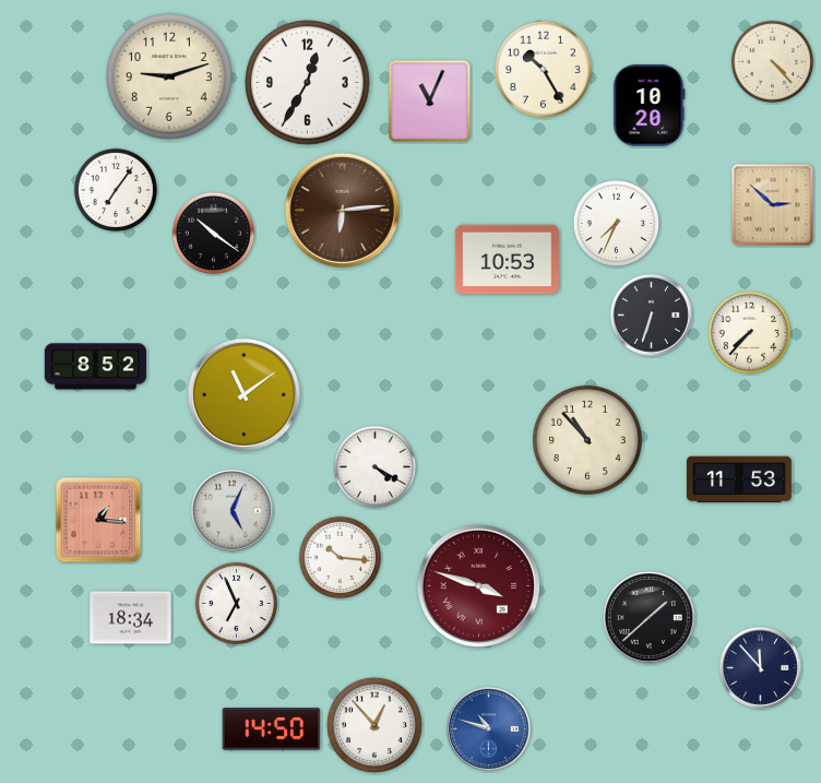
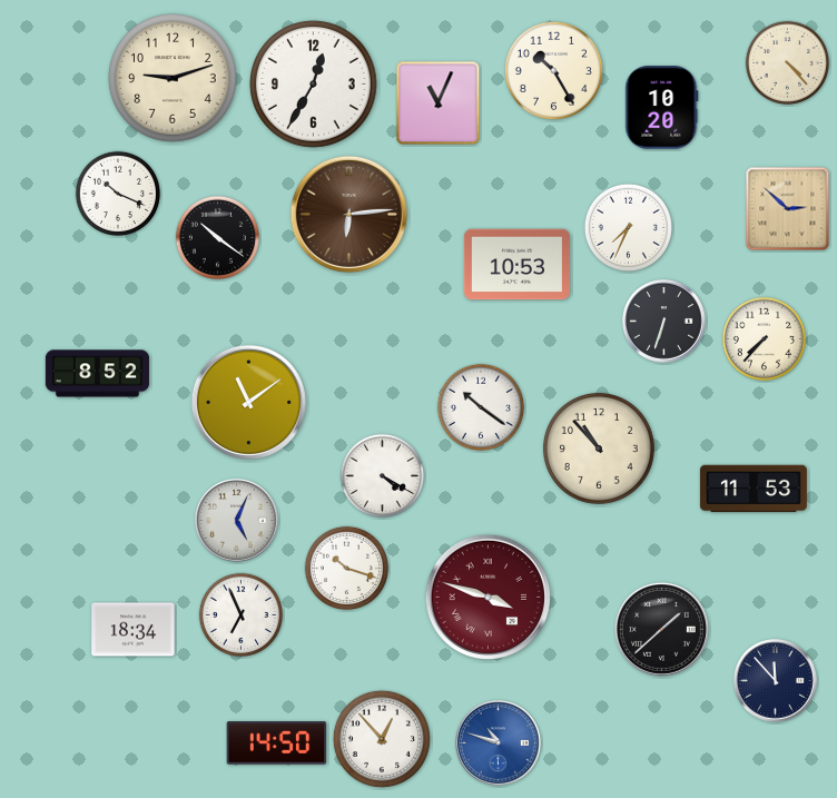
clock at (115, 189): 7:06 -> 10:19
clock at (481, 407): none -> 10:21
clock at (98, 520): 1:16 -> none
clock at (340, 557): 10:16 -> 10:18
